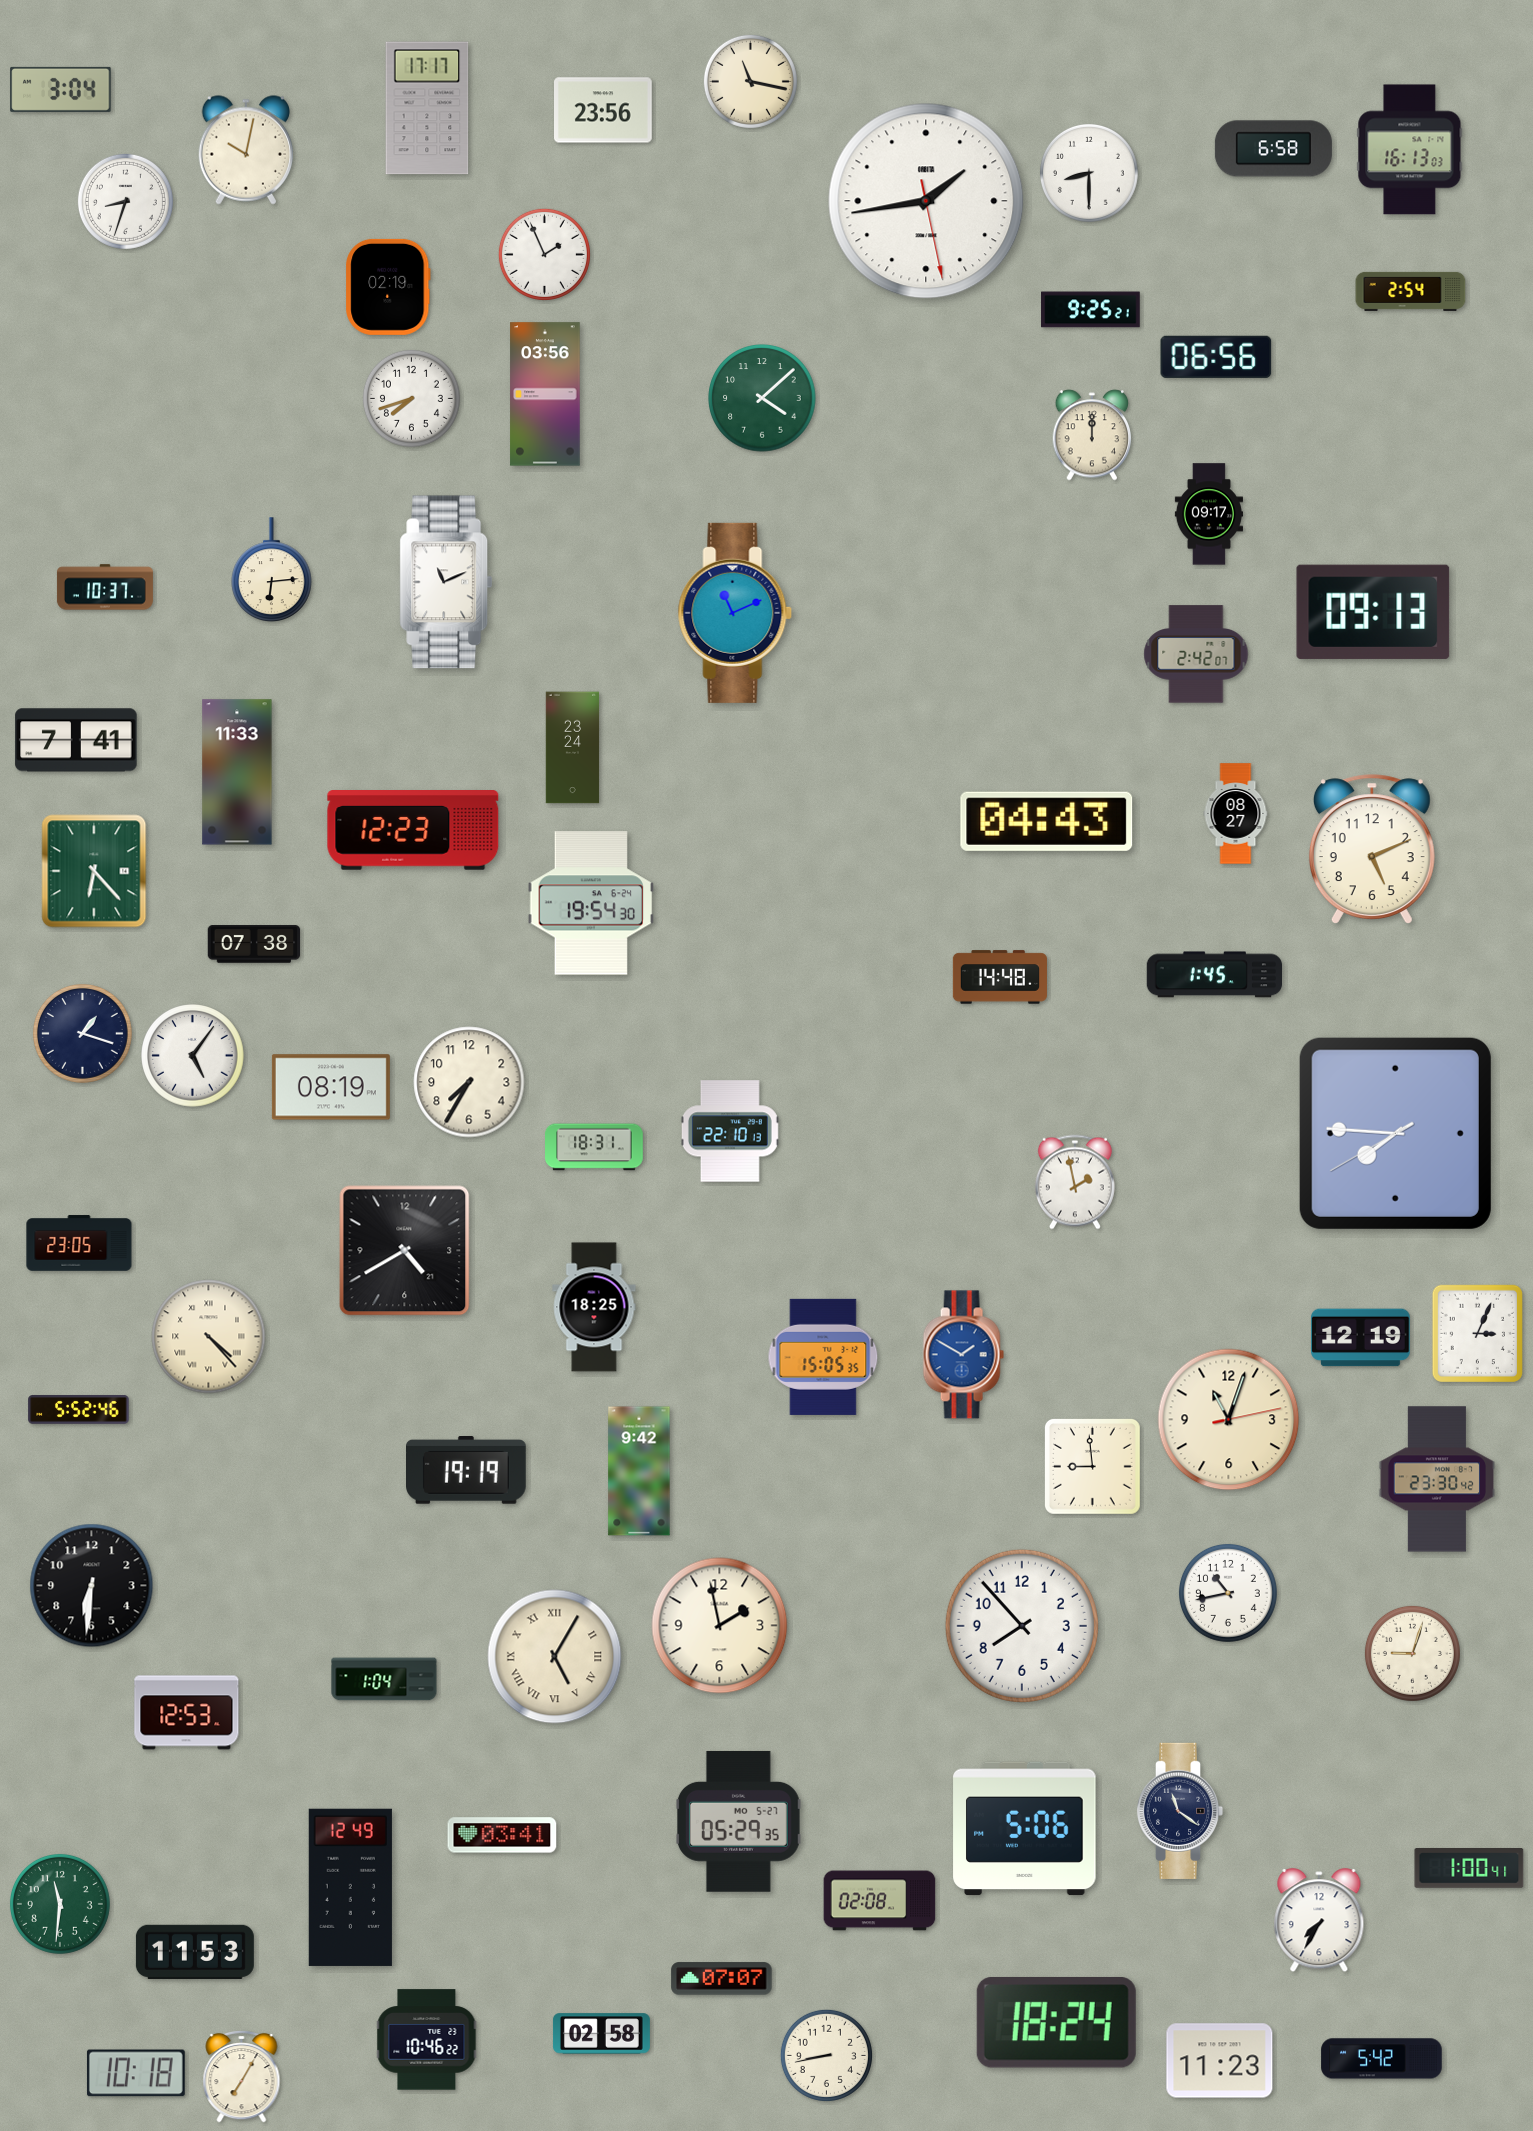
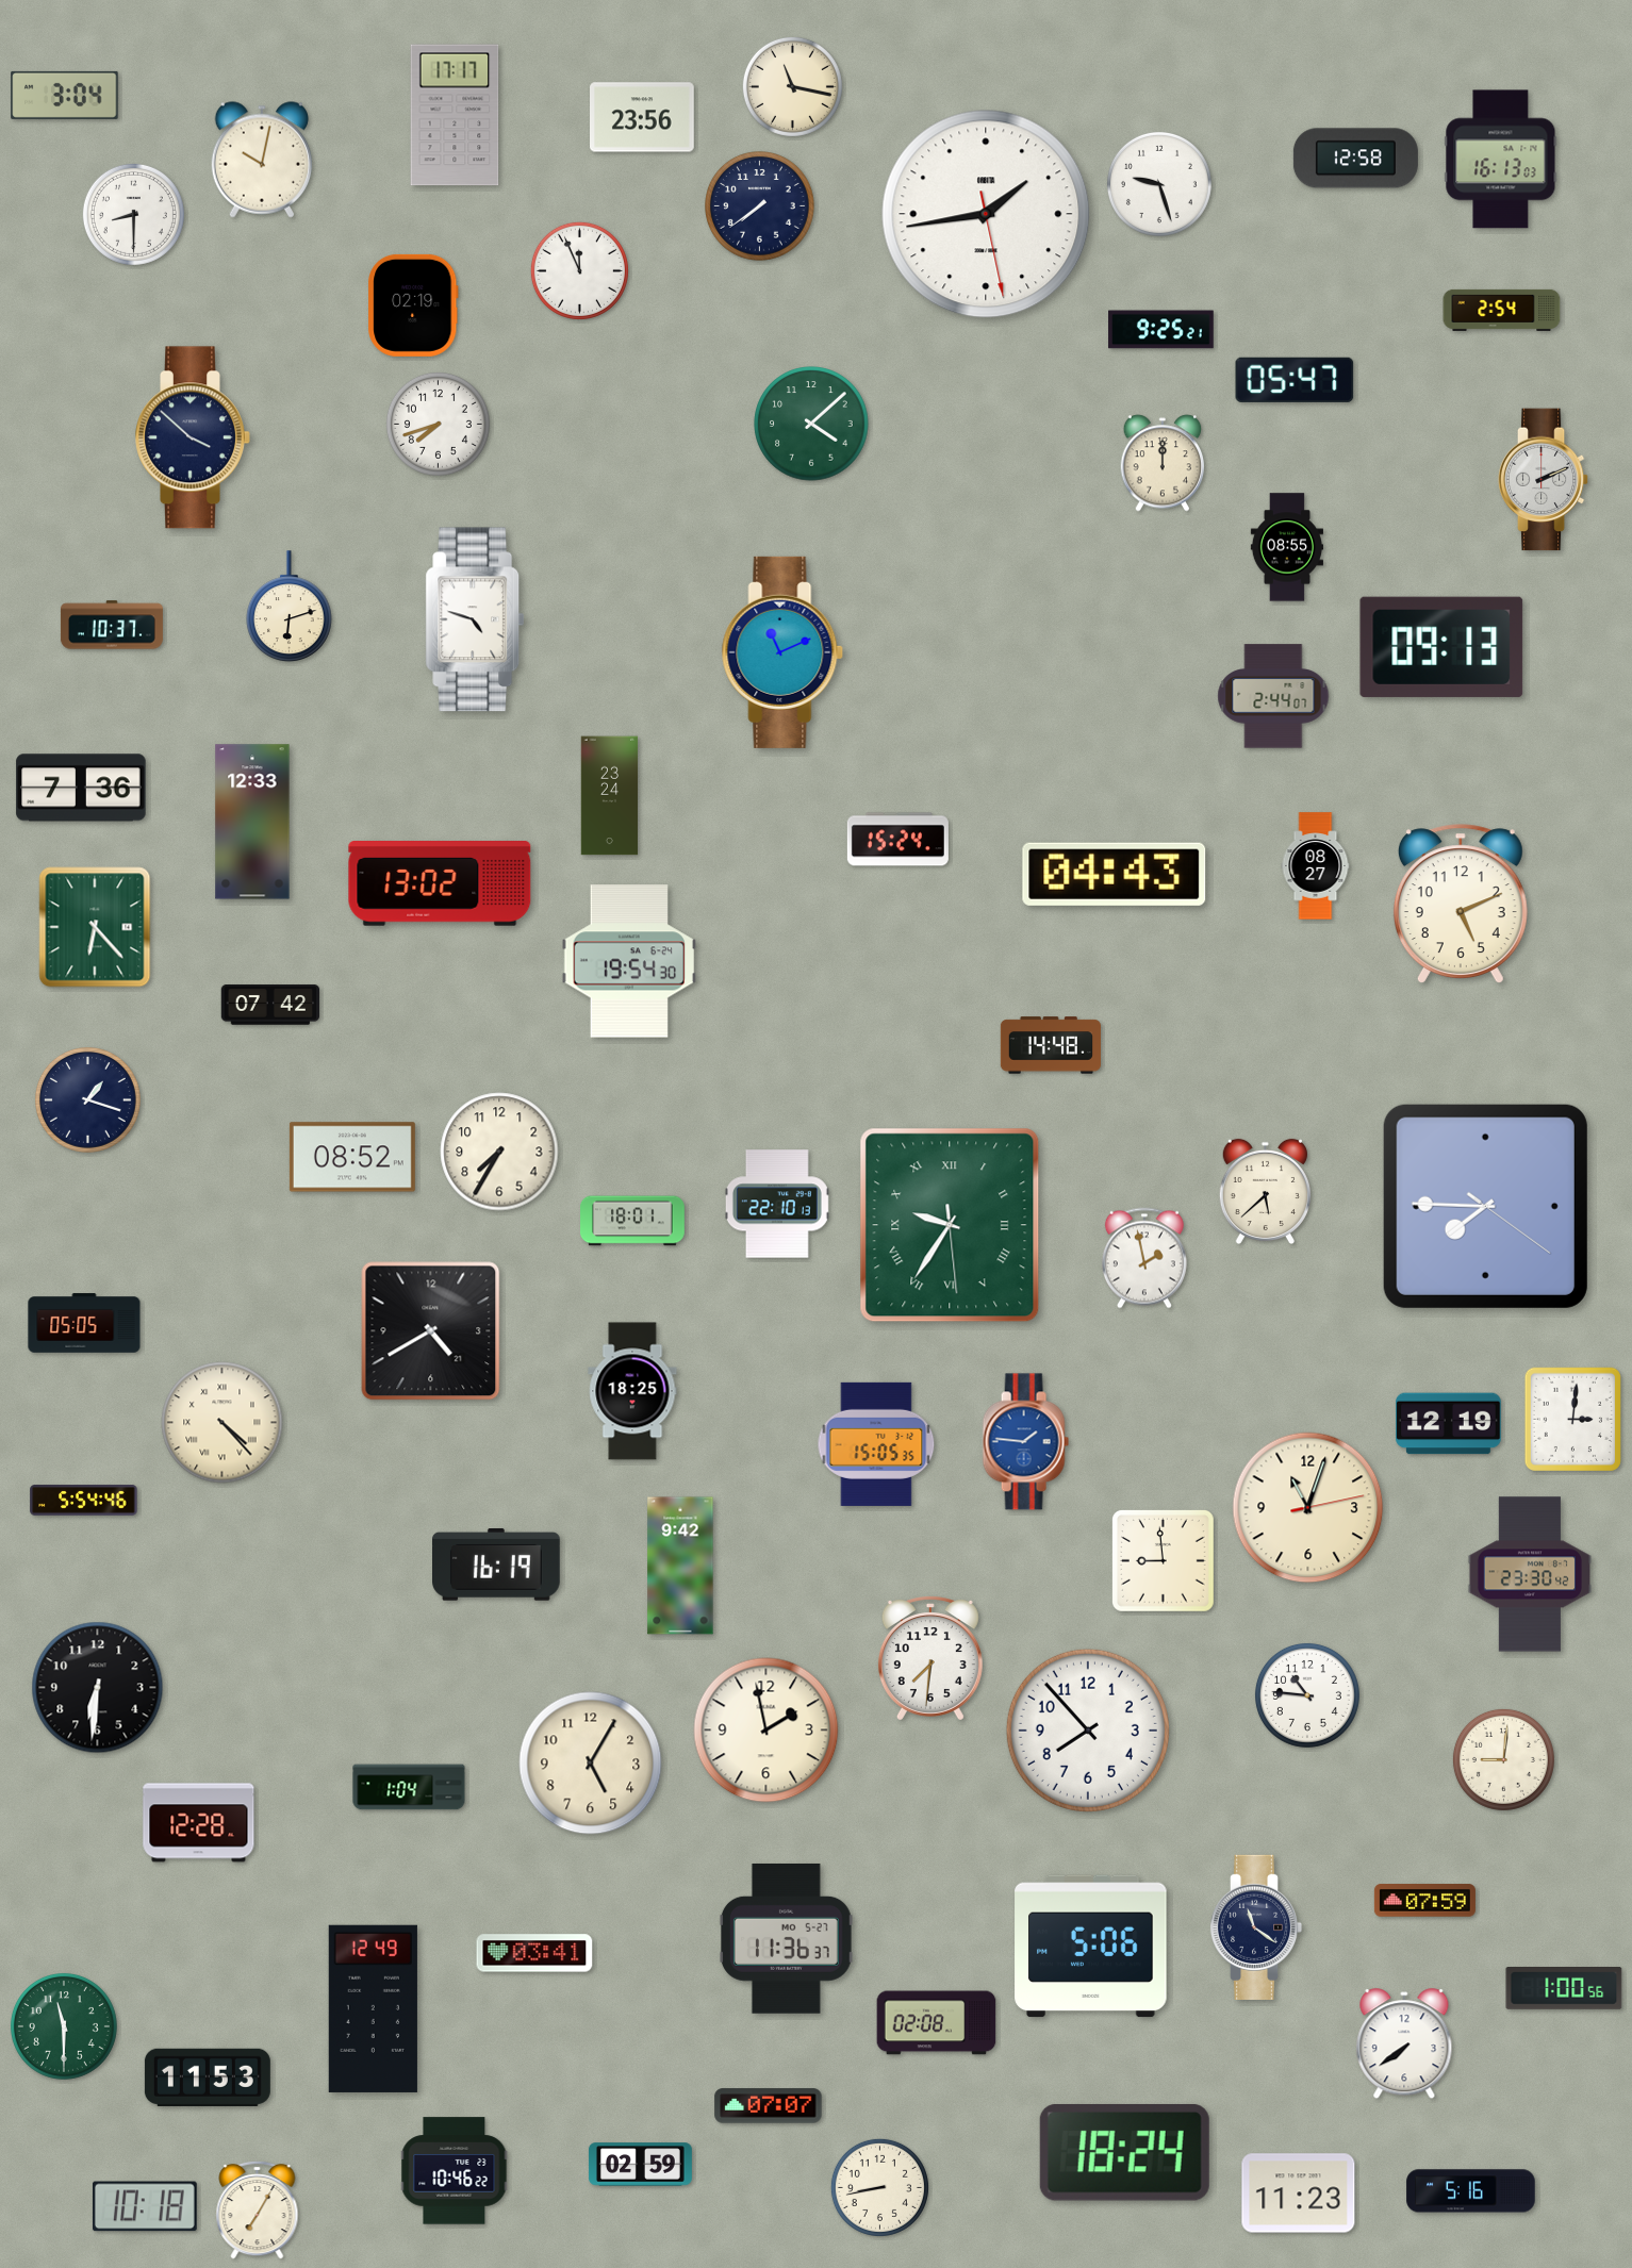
clock at (750, 81) position: (750, 81) -> (792, 86)
clock at (1273, 149): 6:58 -> 12:58
clock at (1089, 173): 8:30 -> 9:27
clock at (760, 206): none -> 7:39
clock at (125, 201): 8:33 -> 8:30
clock at (544, 254): 1:56 -> 11:56
clock at (1216, 357): 06:56 -> 05:47
clock at (545, 394): 03:56 -> none
clock at (193, 437): none -> 3:52
clock at (1544, 480): none -> 2:11
clock at (1208, 514): 09:17 -> 08:55
clock at (272, 569): 6:14 -> 6:12
clock at (446, 582): 11:11 -> 4:48
clock at (1373, 612) position: (1373, 612) -> (1441, 647)
clock at (1196, 654): 2:42 -> 2:44
clock at (76, 740): 7:41 -> 7:36
clock at (237, 772): 11:33 -> 12:33
clock at (897, 840): none -> 15:24
clock at (413, 831): 12:23 -> 13:02
clock at (94, 871) position: (94, 871) -> (95, 927)
clock at (254, 944): 07:38 -> 07:42
clock at (1214, 975): 1:45 -> none
clock at (1000, 977) position: (1000, 977) -> (1051, 1045)
clock at (193, 1056): 5:06 -> none
clock at (331, 1087): 08:19 -> 08:52
clock at (1265, 1192): none -> 5:38
clock at (1395, 1133): 7:45:40 -> 7:45:21
clock at (594, 1147): 18:31 -> 18:01
clock at (950, 1225): none -> 9:35
clock at (79, 1243): 23:05 -> 05:05
clock at (1477, 1333): 3:04 -> 3:01
clock at (963, 1355): 1:50 -> 1:46
clock at (79, 1410): 5:52 -> 5:54
clock at (1229, 1420) position: (1229, 1420) -> (1308, 1508)
clock at (467, 1471): 19:19 -> 16:19
clock at (930, 1658): none -> 7:31
clock at (1228, 1593): 10:43 -> 10:46
clock at (1412, 1653): 9:03 -> 9:01
clock at (555, 1657) numerals: Roman -> Arabic
clock at (187, 1713): 12:53 -> 12:28
clock at (1424, 1901): none -> 07:59
clock at (738, 1821): 05:29 -> 11:36
clock at (1469, 1869): 1:00:41 -> 1:00:56
clock at (60, 1904): 11:31 -> 11:30
clock at (1319, 1921): 7:35 -> 7:39
clock at (601, 2034): 02:58 -> 02:59
clock at (1382, 2059): 5:42 -> 5:16
